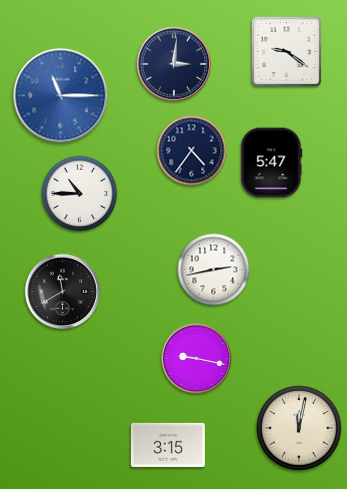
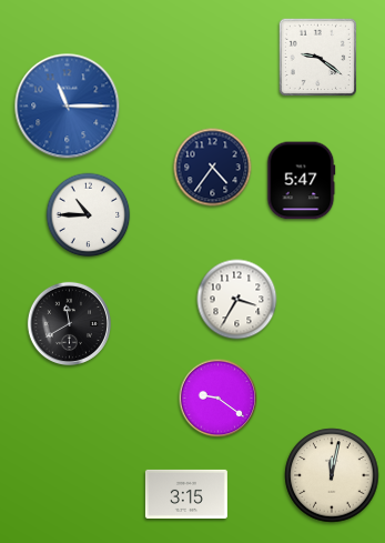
clock at (173, 63): 3:01 -> none
clock at (214, 270): 2:43 -> 3:35
clock at (197, 359): 9:17 -> 9:21
